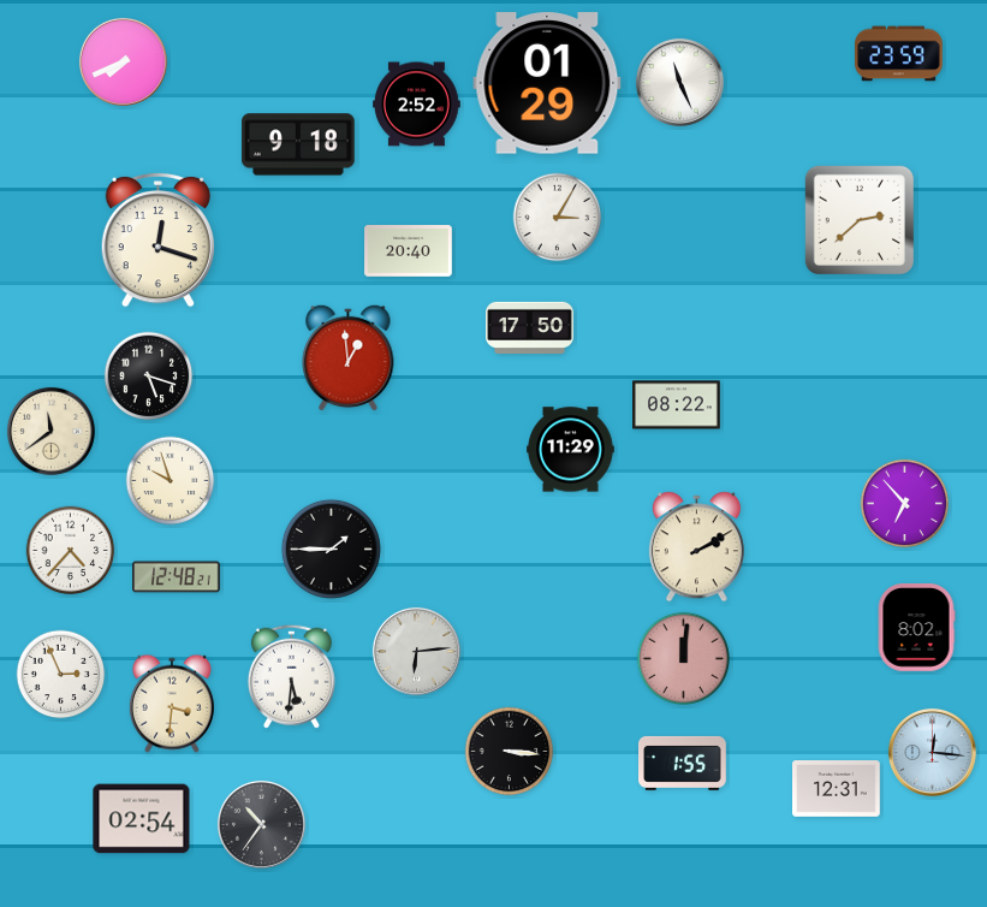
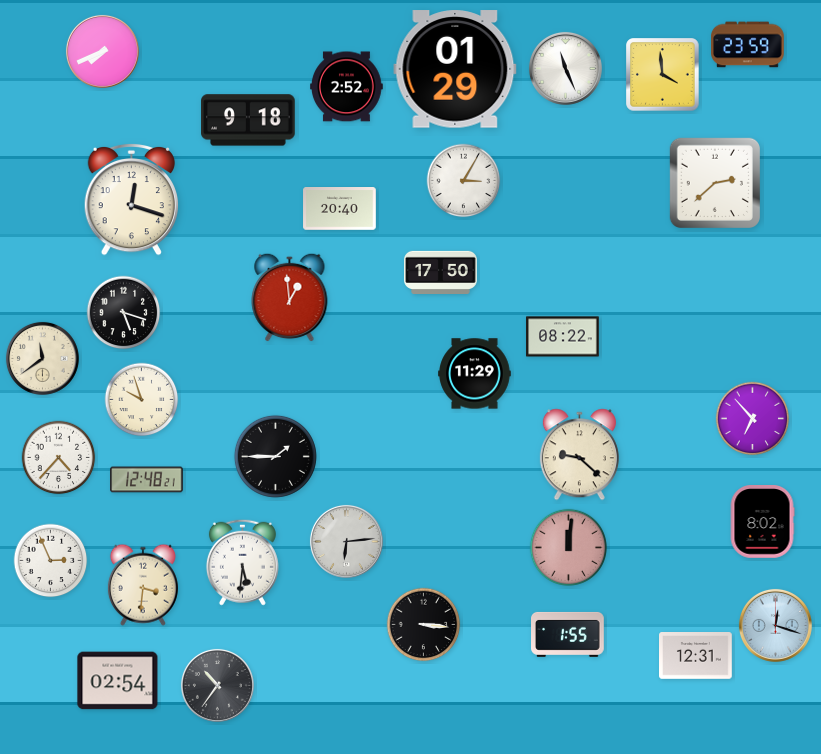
clock at (663, 75): none -> 3:59
clock at (696, 547): 2:10 -> 9:22
clock at (932, 752): 12:16 -> 12:18
